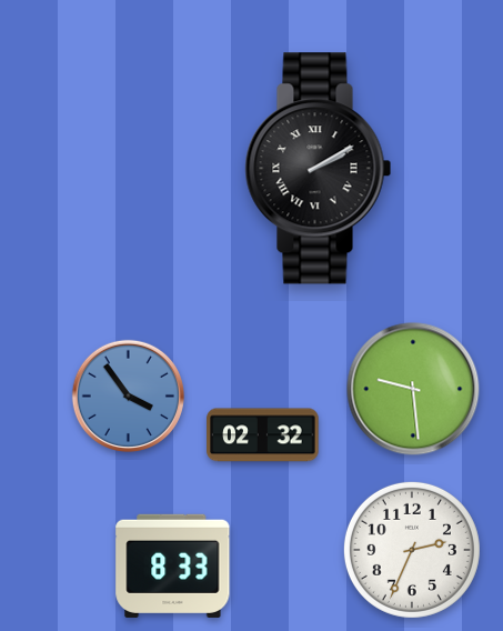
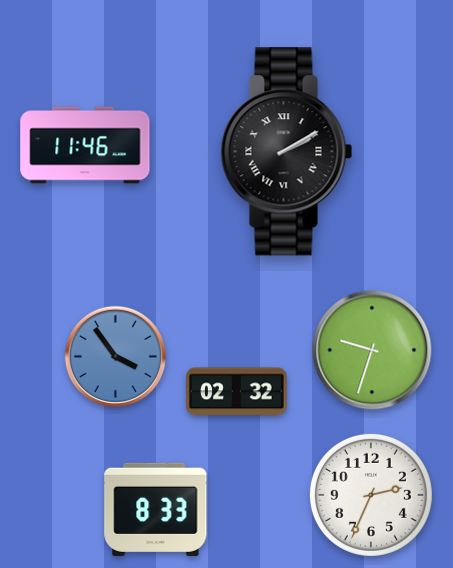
clock at (85, 145): none -> 11:46
clock at (413, 389): 9:29 -> 9:33
